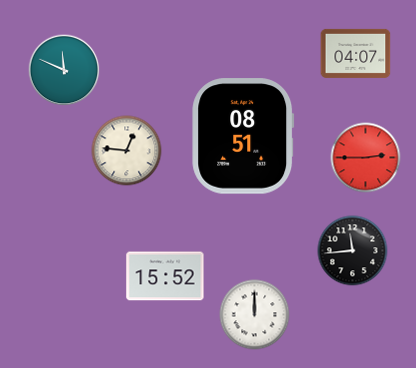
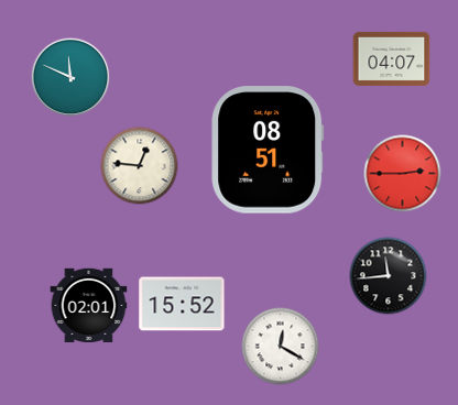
clock at (89, 306): none -> 02:01
clock at (255, 315): 12:00 -> 12:20
